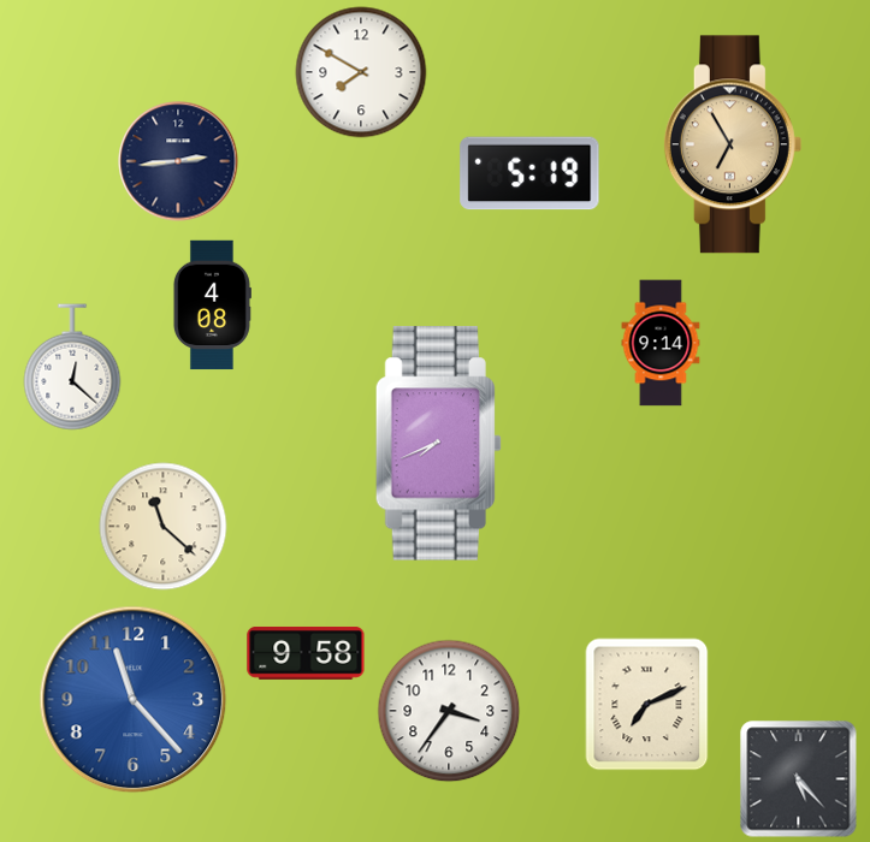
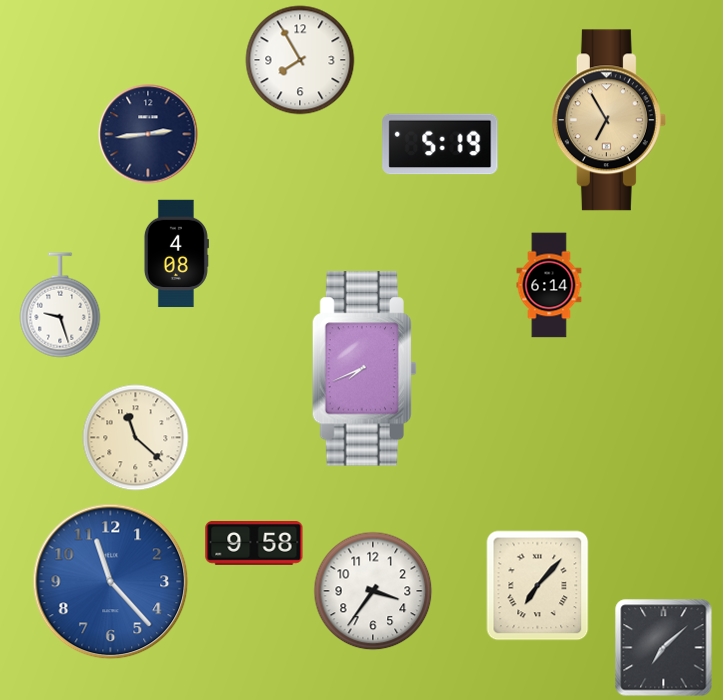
clock at (361, 72): 7:50 -> 7:55
clock at (661, 343): 9:14 -> 6:14
clock at (72, 367): 12:22 -> 9:27
clock at (647, 705): 7:11 -> 7:07
clock at (799, 779): 5:23 -> 7:08
